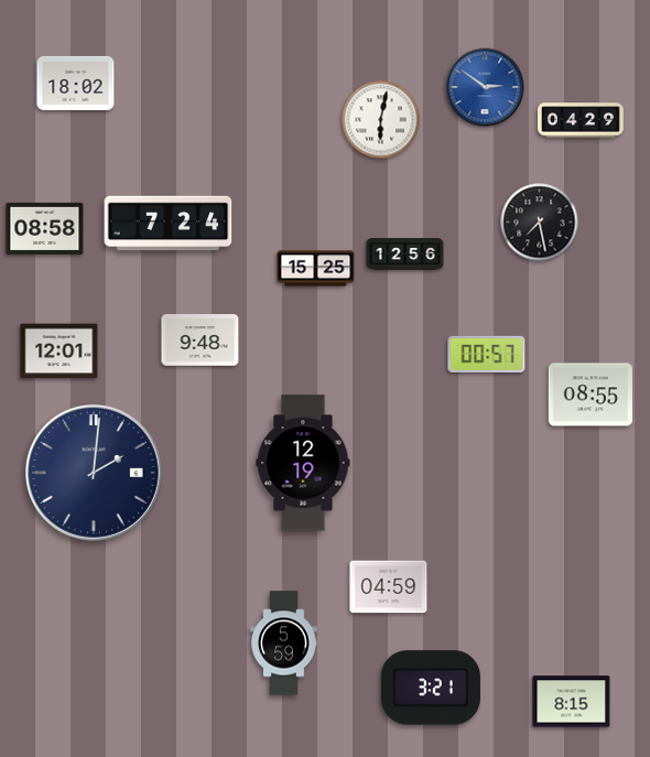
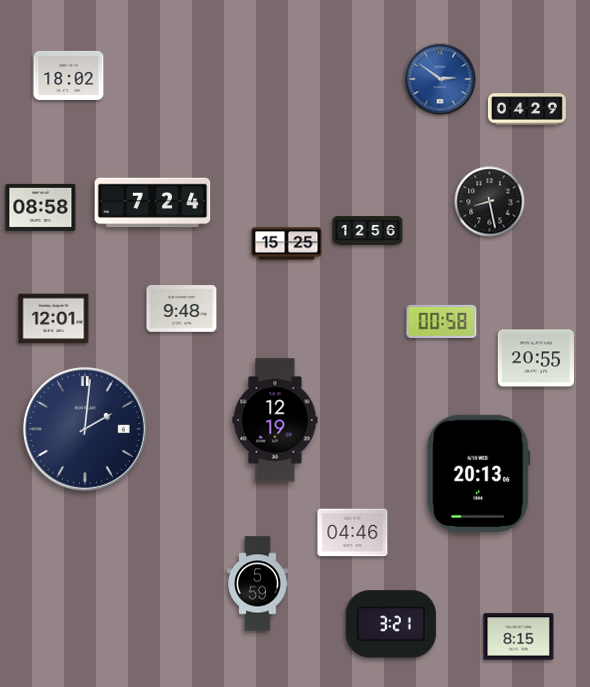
clock at (381, 120): 6:02 -> none
clock at (540, 223): 7:28 -> 8:28
clock at (487, 354): 00:57 -> 00:58
clock at (591, 394): 08:55 -> 20:55
clock at (479, 473): none -> 20:13
clock at (389, 587): 04:59 -> 04:46
